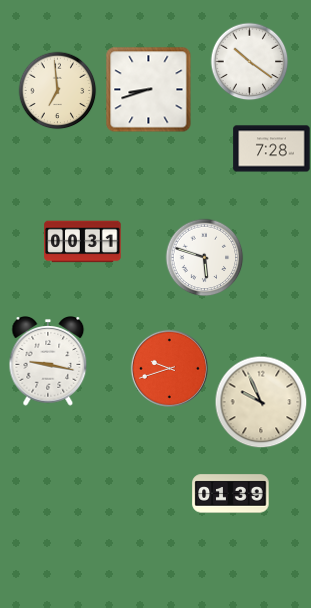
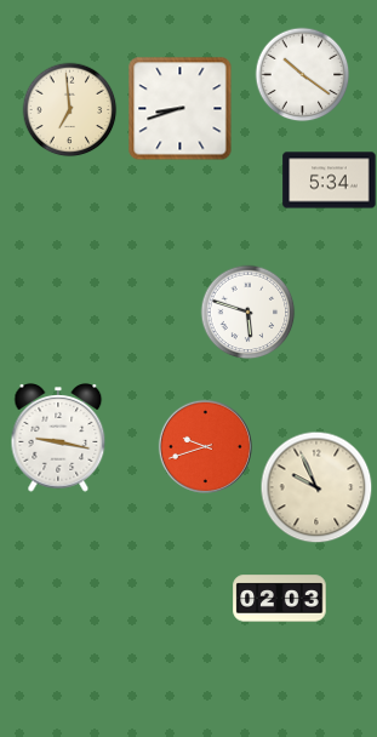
clock at (272, 149): 7:28 -> 5:34
clock at (83, 242): 00:31 -> none
clock at (231, 494): 01:39 -> 02:03
